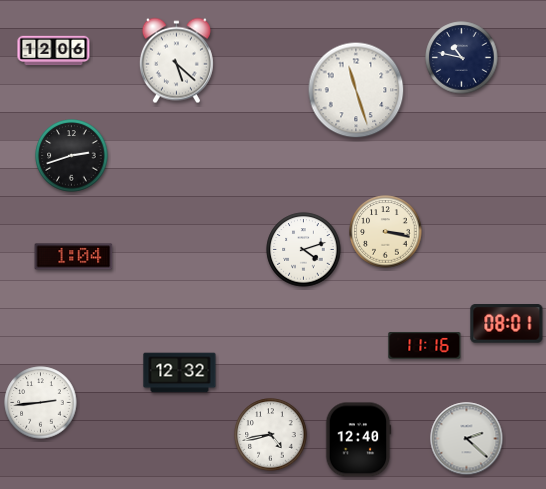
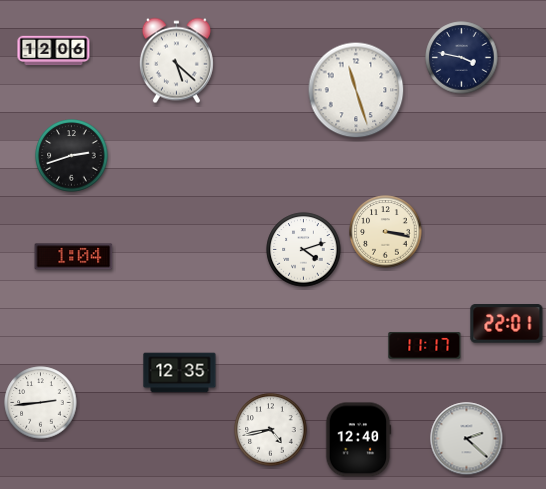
clock at (462, 58): 10:47 -> 3:47
clock at (507, 324): 08:01 -> 22:01
clock at (425, 346): 11:16 -> 11:17
clock at (180, 373): 12:32 -> 12:35
clock at (271, 435) position: (271, 435) -> (271, 430)
